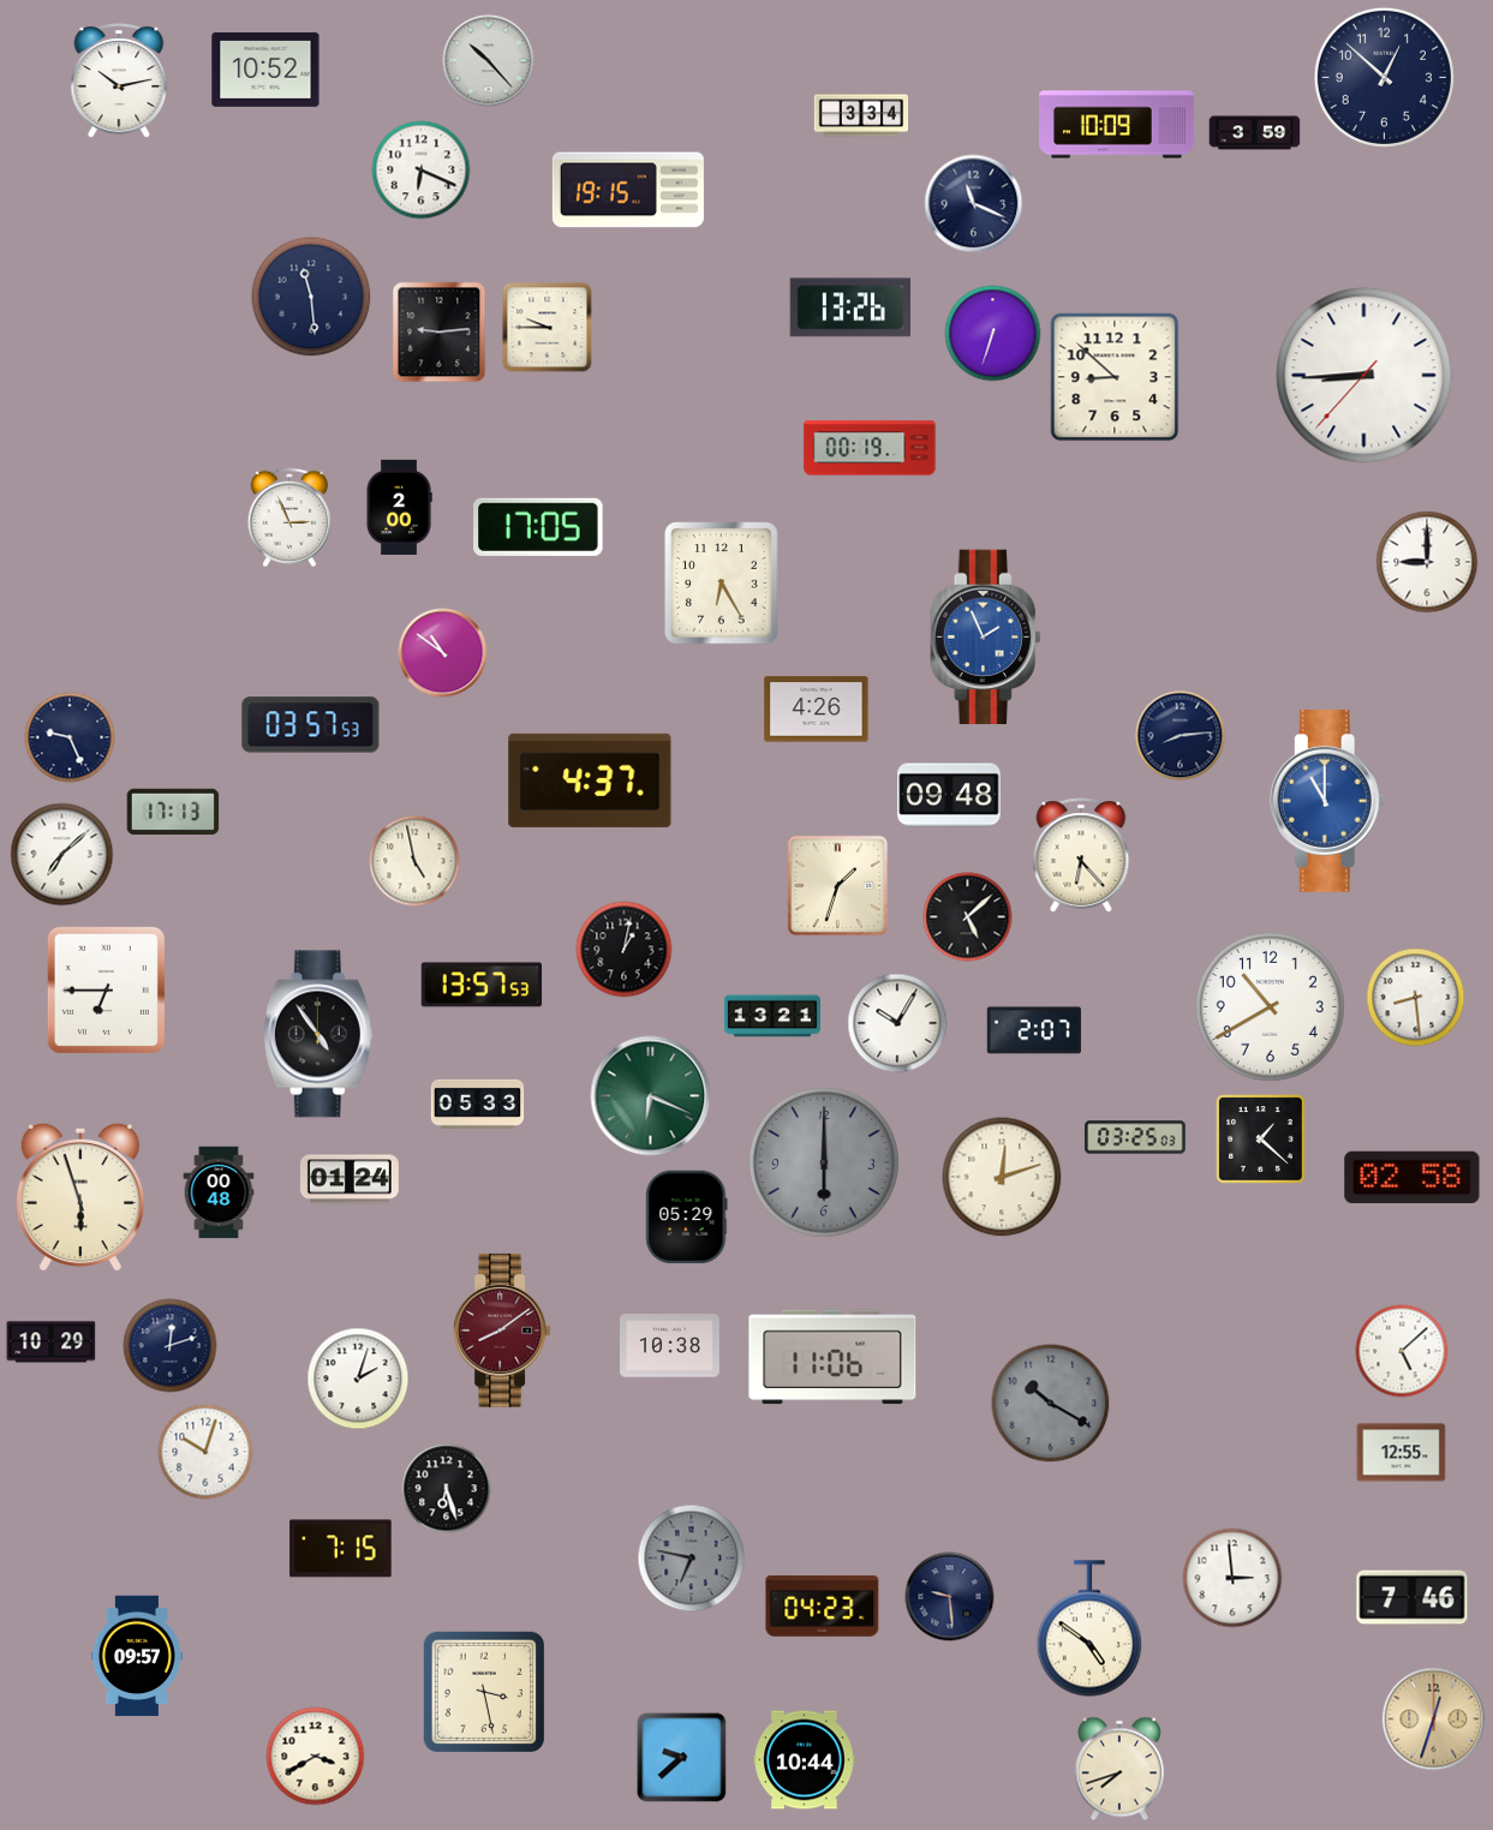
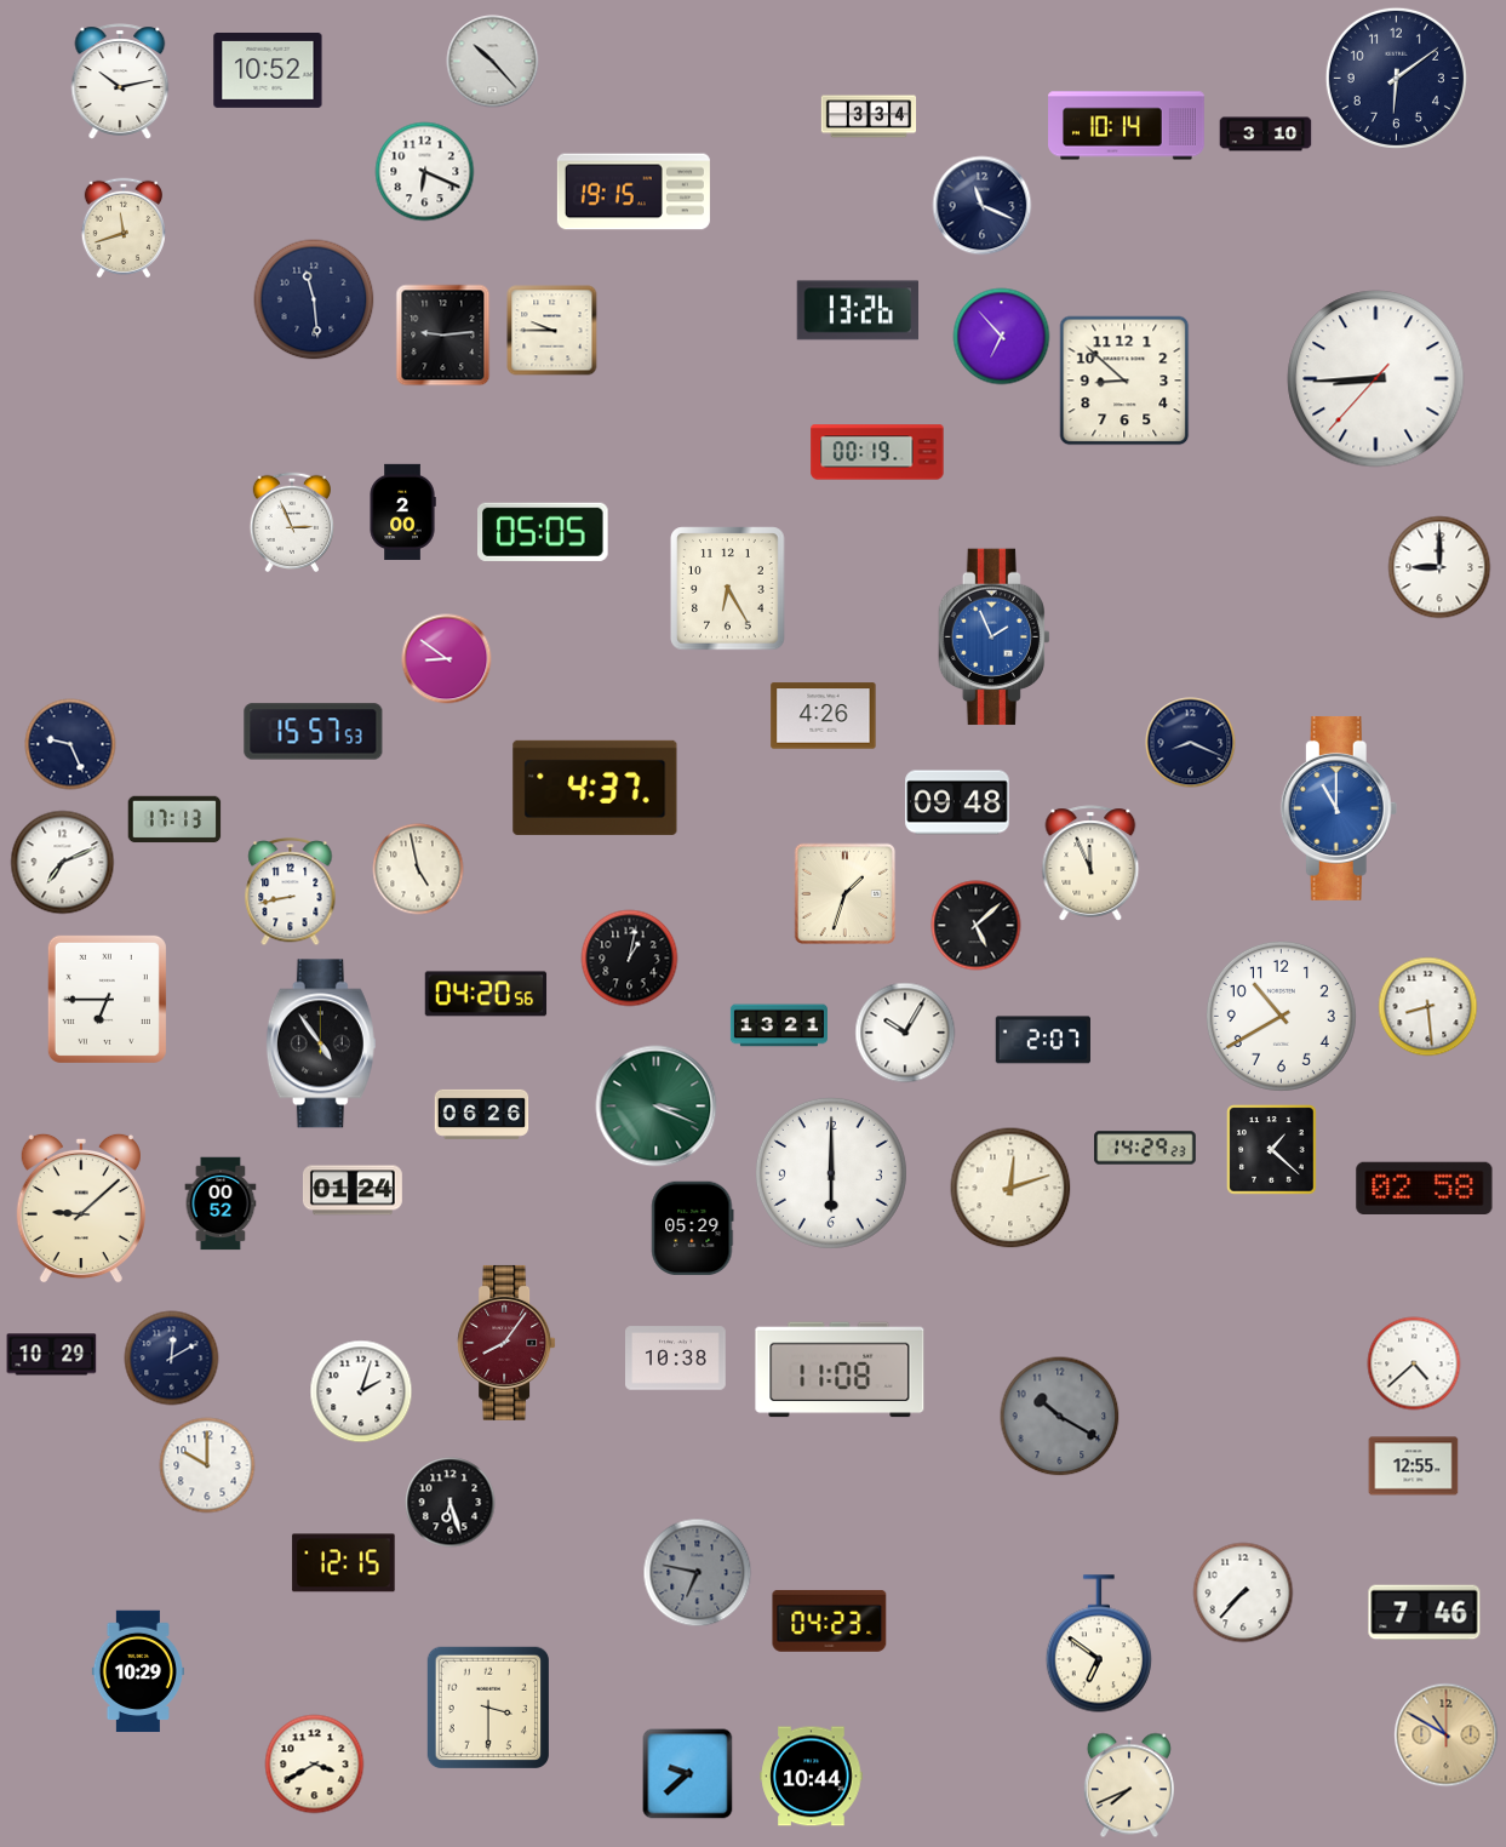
clock at (1384, 77): 12:52 -> 6:09
clock at (1117, 125): 10:09 -> 10:14
clock at (1255, 133): 3:59 -> 3:10
clock at (122, 228): none -> 11:42
clock at (993, 334): 6:33 -> 6:53
clock at (539, 527): 17:05 -> 05:05
clock at (985, 638) position: (985, 638) -> (993, 637)
clock at (443, 653): 10:51 -> 8:51
clock at (311, 725): 03:57 -> 15:57
clock at (1181, 736): 8:14 -> 8:19
clock at (62, 855): 7:08 -> 7:11
clock at (1081, 855): 6:23 -> 11:56
clock at (291, 893): none -> 8:43
clock at (482, 985): 13:57 -> 04:20
clock at (651, 1096): 6:19 -> 3:19
clock at (478, 1104): 05:33 -> 06:26
clock at (1135, 1137): 03:25 -> 14:29
clock at (824, 1162) dial: grey -> white
clock at (219, 1192): 00:48 -> 00:52
clock at (80, 1197): 5:57 -> 9:08
clock at (502, 1330): 8:09 -> 8:06
clock at (171, 1346): 12:12 -> 12:10
clock at (1402, 1351): 5:08 -> 4:38
clock at (832, 1357): 11:06 -> 11:08
clock at (205, 1452): 10:03 -> 10:00
clock at (341, 1549): 7:15 -> 12:15
clock at (1232, 1578): 2:59 -> 7:37
clock at (950, 1597): 9:29 -> none
clock at (1089, 1628): 4:51 -> 6:51
clock at (137, 1656): 09:57 -> 10:29
clock at (483, 1691): 3:28 -> 3:30
clock at (1434, 1720): 12:33 -> 10:50
clock at (316, 1757) position: (316, 1757) -> (315, 1765)
clock at (1119, 1769): 7:42 -> 7:41
